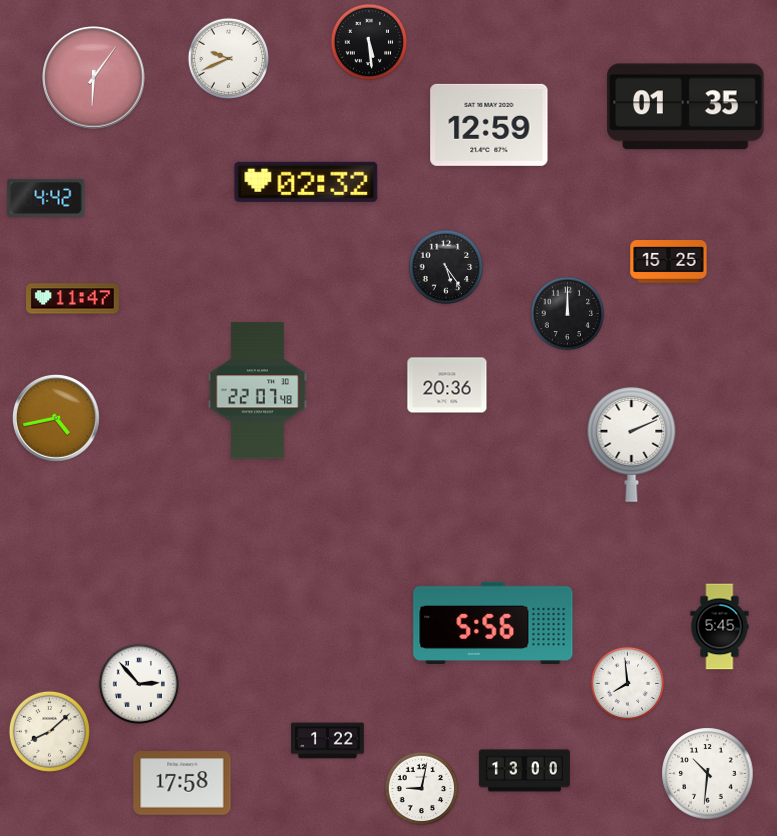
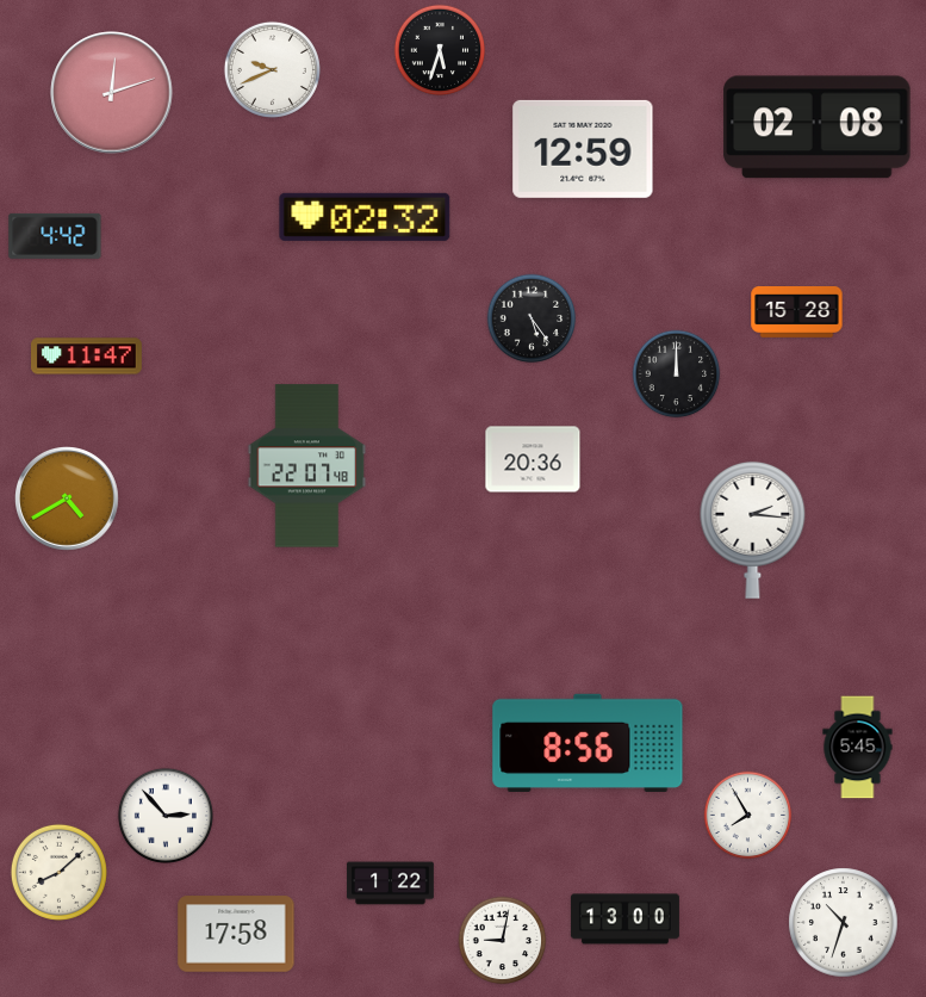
clock at (369, 42): 5:29 -> 5:33
clock at (94, 78): 6:06 -> 12:12
clock at (686, 107): 01:35 -> 02:08
clock at (669, 262): 15:25 -> 15:28
clock at (56, 418): 4:43 -> 4:40
clock at (632, 444): 2:11 -> 2:16
clock at (493, 622): 5:56 -> 8:56
clock at (628, 684): 7:59 -> 7:55
clock at (708, 774): 10:31 -> 10:33
clock at (182, 783) position: (182, 783) -> (236, 934)
